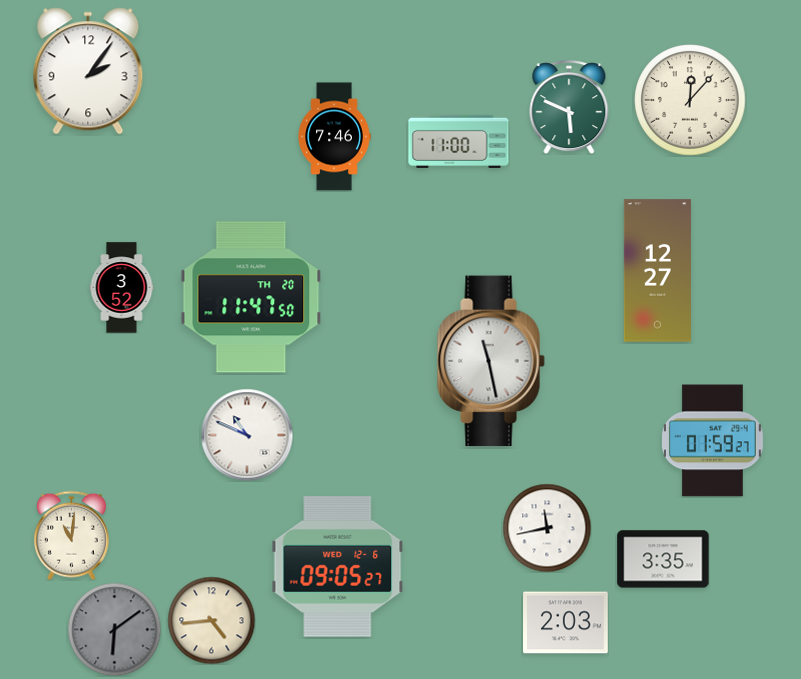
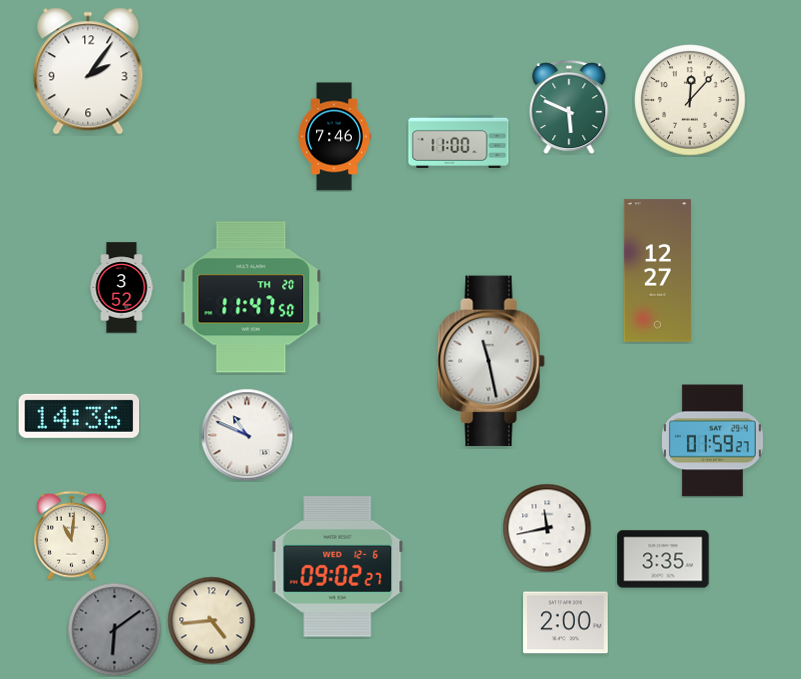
clock at (79, 416): none -> 14:36
clock at (338, 567): 09:05 -> 09:02
clock at (566, 623): 2:03 -> 2:00
